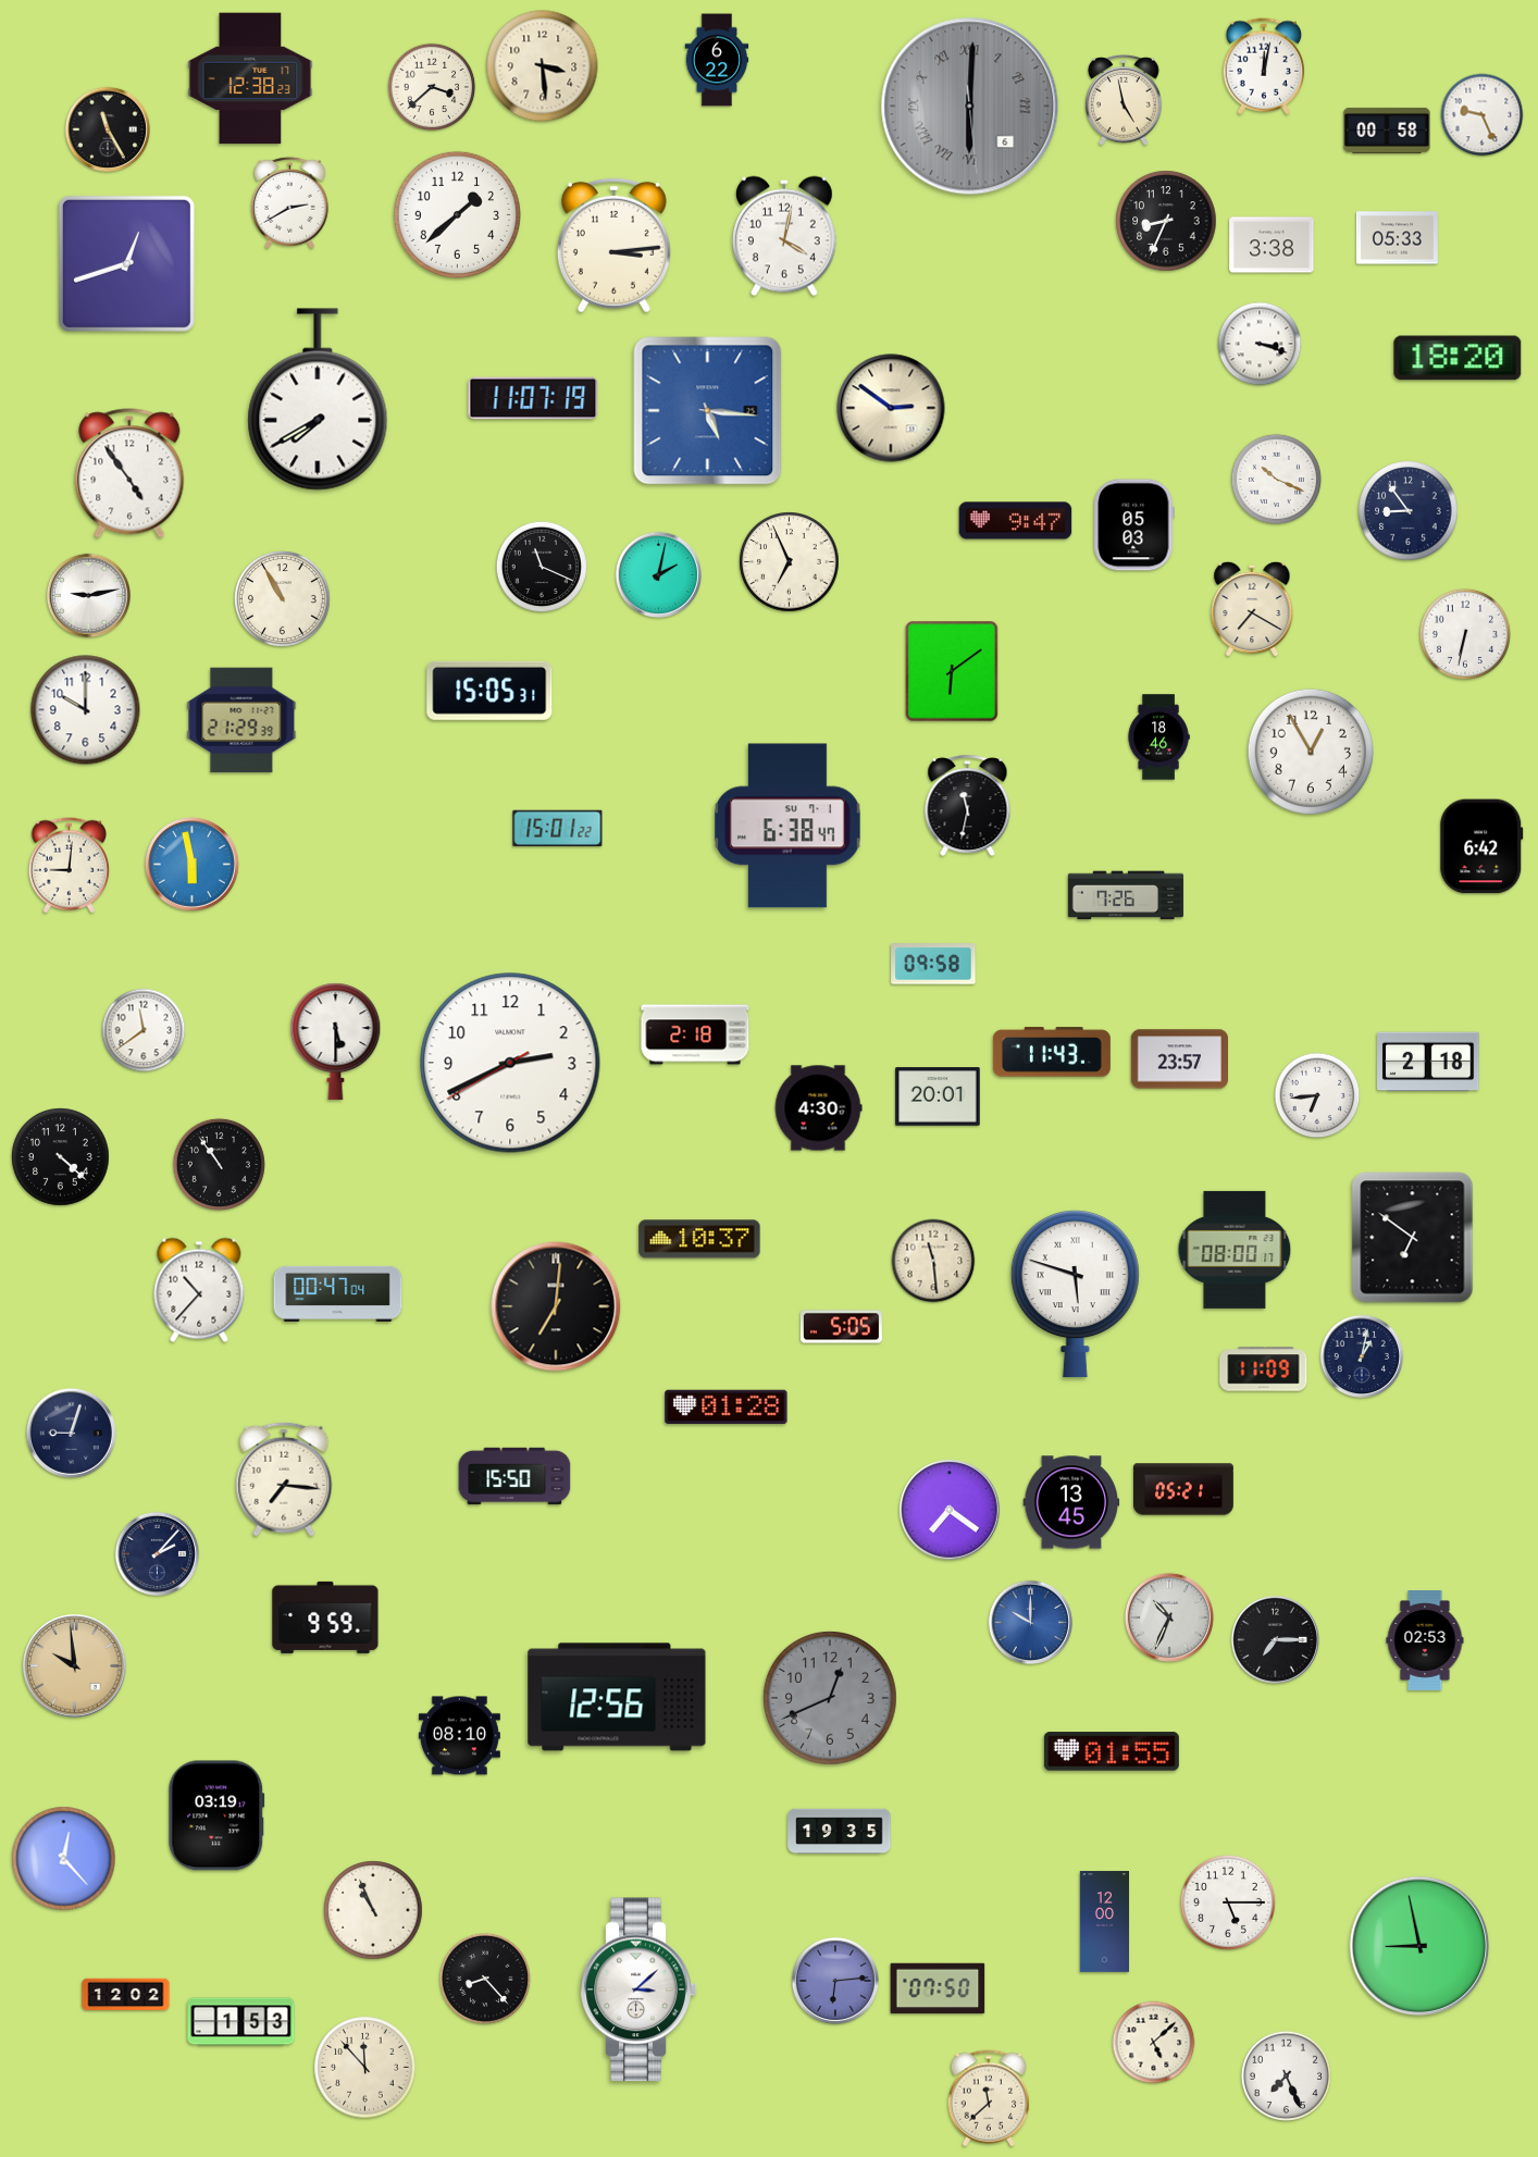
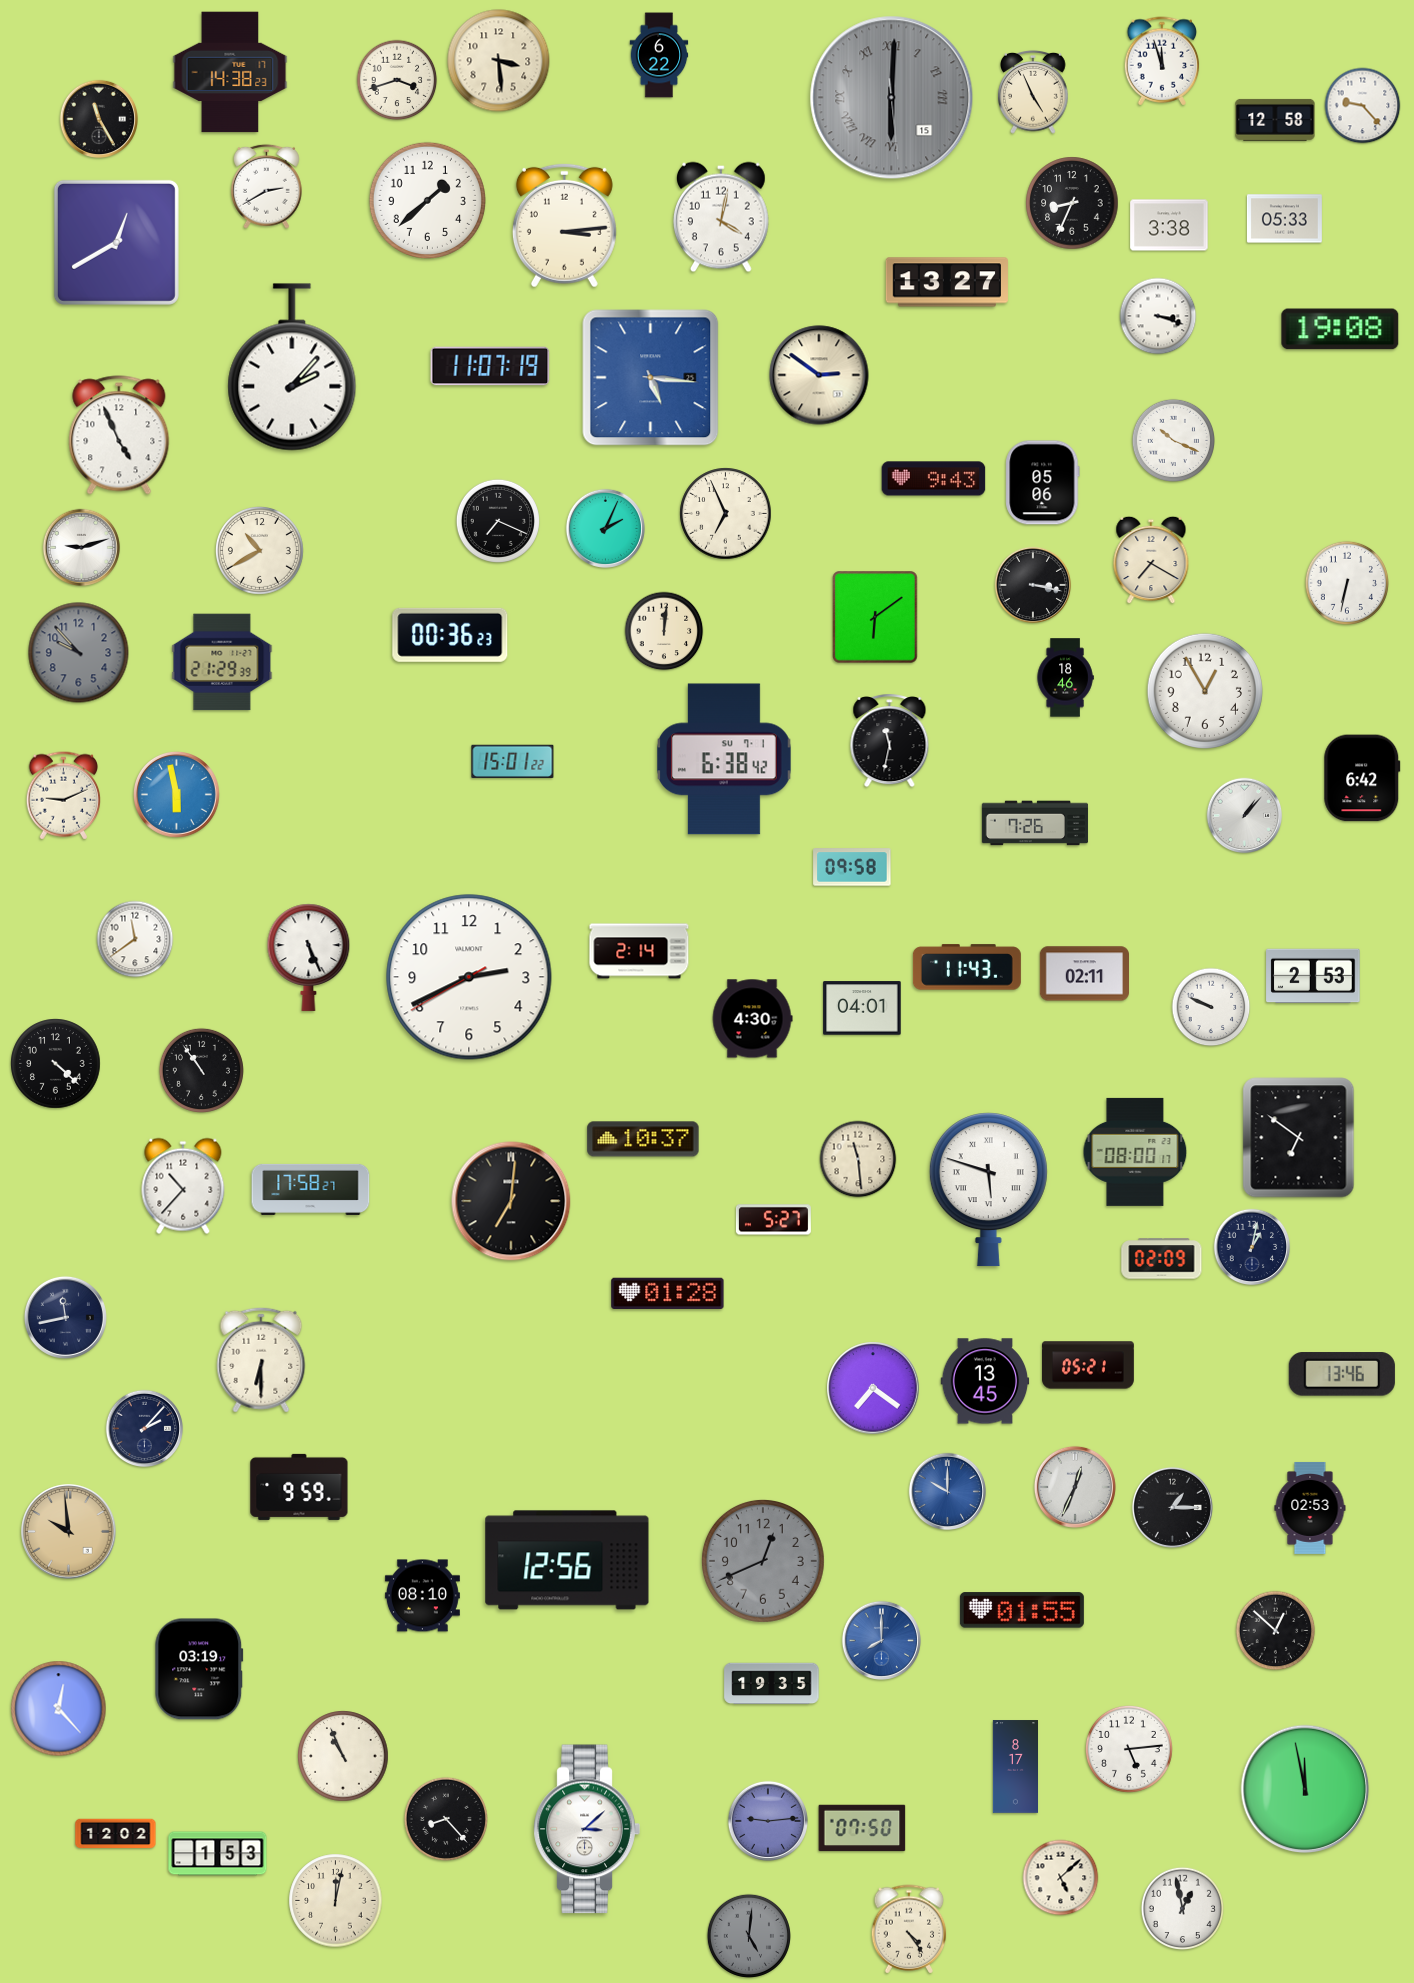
clock at (1264, 66): 12:02 -> 11:57
clock at (250, 78): 12:38 -> 14:38
clock at (432, 87): 3:38 -> 3:42
clock at (1125, 100): 4:58 -> 4:56
clock at (970, 107) date: 6 -> 15
clock at (1483, 115): 9:26 -> 9:23
clock at (1387, 131): 00:58 -> 12:58
clock at (457, 214) position: (457, 214) -> (427, 200)
clock at (126, 263): 12:42 -> 12:40
clock at (947, 282): none -> 13:27
clock at (1458, 358): 18:20 -> 19:08
clock at (318, 399): 7:40 -> 2:07
clock at (129, 473): 4:54 -> 4:56
clock at (1409, 511): 8:54 -> none
clock at (1016, 521): 9:47 -> 9:43
clock at (1134, 525): 05:03 -> 05:06
clock at (790, 562) position: (790, 562) -> (726, 514)
clock at (542, 567): 11:19 -> 7:19
clock at (658, 574): 2:02 -> 2:04
clock at (89, 596): 9:13 -> 9:12
clock at (282, 598): 10:55 -> 10:40
clock at (1033, 585): none -> 3:17
clock at (664, 631): none -> 12:01
clock at (489, 691): 15:05 -> 00:36
clock at (86, 710): 10:00 -> 9:53
clock at (86, 710) dial: white -> grey
clock at (787, 826): 6:38:47 -> 6:38:42
clock at (69, 866): 9:01 -> 9:11
clock at (1245, 816): none -> 1:07
clock at (933, 964) position: (933, 964) -> (852, 867)
clock at (144, 1030) position: (144, 1030) -> (135, 939)
clock at (695, 1034): 2:18 -> 2:14
clock at (336, 1041): 5:30 -> 5:26
clock at (1179, 1059): 23:57 -> 02:11
clock at (1428, 1062): 2:18 -> 2:53
clock at (1317, 1095): 6:44 -> 9:49
clock at (938, 1096): 20:01 -> 04:01
clock at (1235, 1250) position: (1235, 1250) -> (1135, 1152)
clock at (338, 1293): 00:47 -> 17:58
clock at (841, 1327): 5:05 -> 5:27
clock at (1264, 1369): 11:09 -> 02:09
clock at (71, 1433): 9:03 -> 11:43
clock at (514, 1476): 15:50 -> none
clock at (284, 1479): 7:16 -> 6:30
clock at (1184, 1489) position: (1184, 1489) -> (1089, 1365)
clock at (1342, 1374): none -> 13:46
clock at (1169, 1617): 10:34 -> 12:34
clock at (1275, 1639): 7:15 -> 1:15
clock at (1276, 1631): none -> 12:52
clock at (881, 1640): none -> 8:00
clock at (1228, 1902): 5:15 -> 5:14
clock at (1105, 1922): 12:00 -> 8:17
clock at (1419, 1946): 8:58 -> 11:58
clock at (835, 1981): 6:14 -> 9:14
clock at (241, 2022) position: (241, 2022) -> (218, 1854)
clock at (365, 2068): 11:53 -> 12:02
clock at (1286, 2075): 7:26 -> 12:58
clock at (989, 2098): 11:38 -> 4:24
clock at (749, 1936): none -> 5:01
